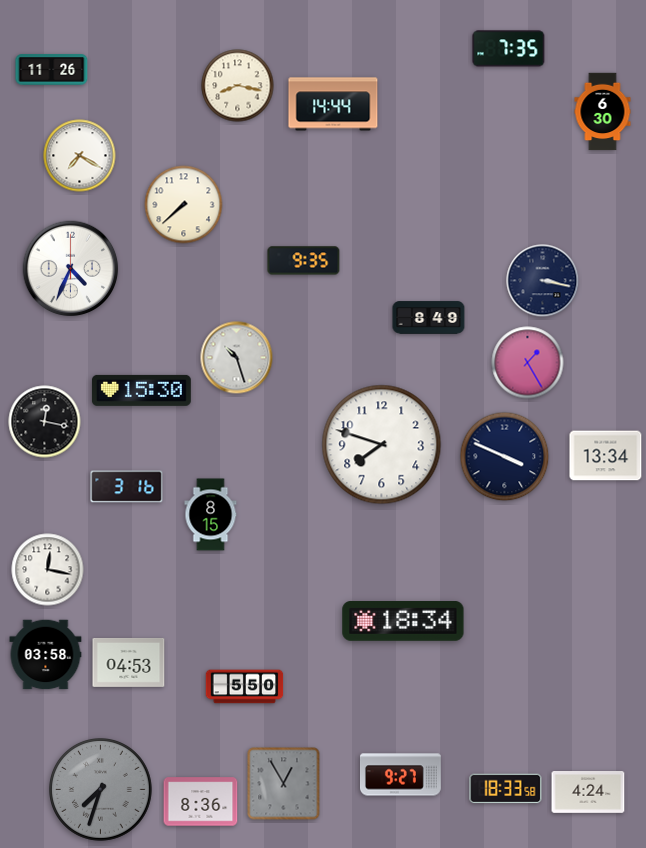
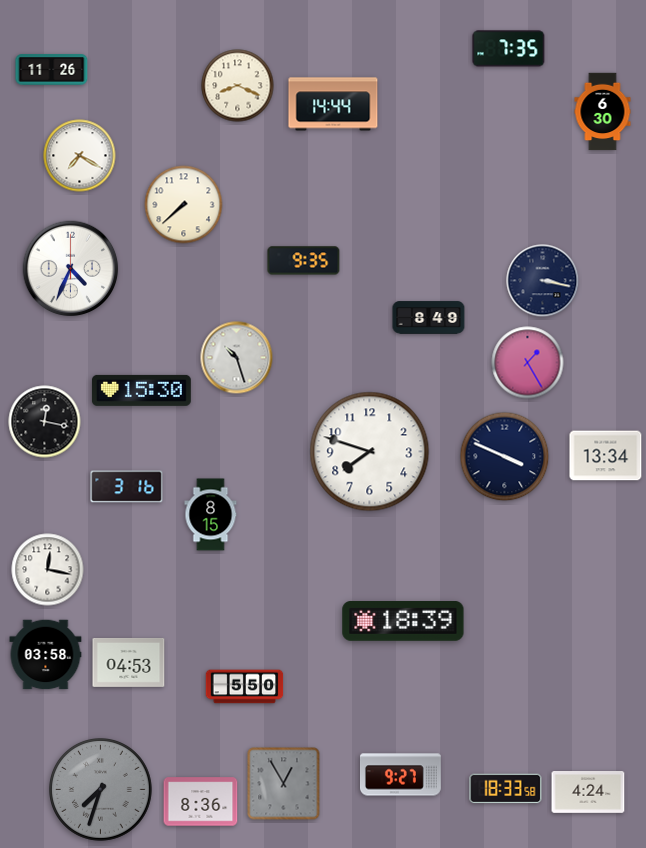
clock at (238, 86): 8:17 -> 8:19
clock at (382, 445) position: (382, 445) -> (370, 452)
clock at (403, 622): 18:34 -> 18:39
